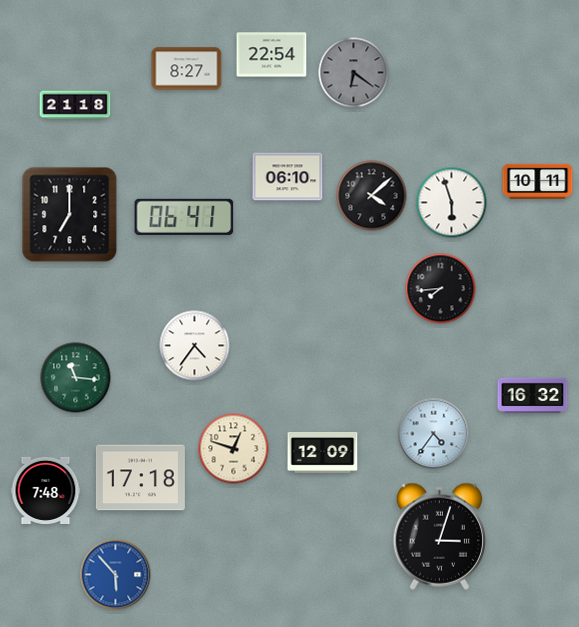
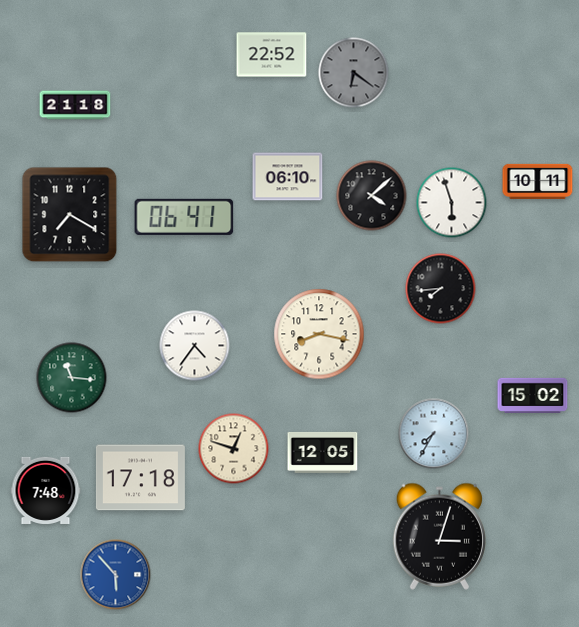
clock at (272, 55): 22:54 -> 22:52
clock at (187, 69): 8:27 -> none
clock at (70, 215): 7:00 -> 7:20
clock at (319, 334): none -> 8:17
clock at (76, 378) position: (76, 378) -> (72, 378)
clock at (533, 395): 16:32 -> 15:02
clock at (434, 434): 4:36 -> 7:35
clock at (323, 452): 12:09 -> 12:05
